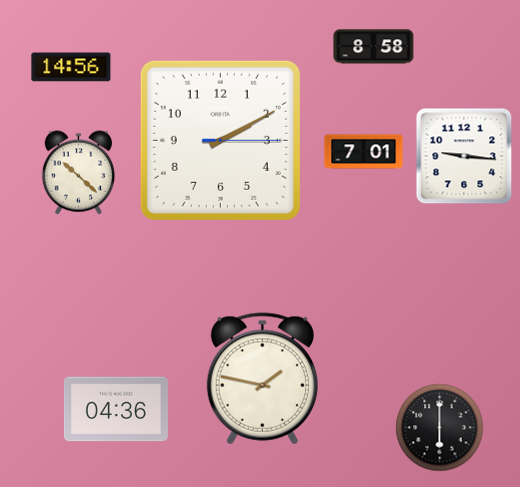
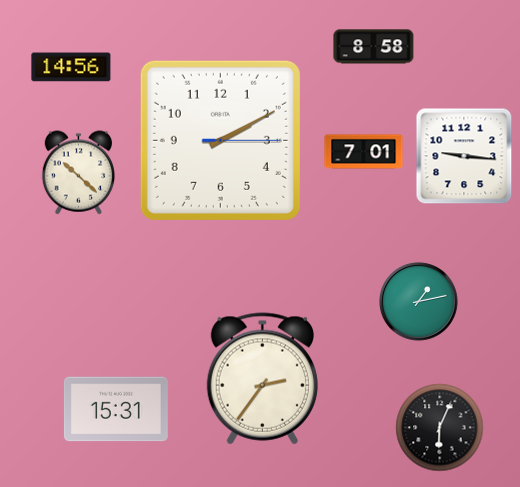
clock at (419, 302): none -> 1:13
clock at (262, 379): 1:47 -> 2:36
clock at (116, 409): 04:36 -> 15:31
clock at (440, 428): 6:00 -> 6:04
